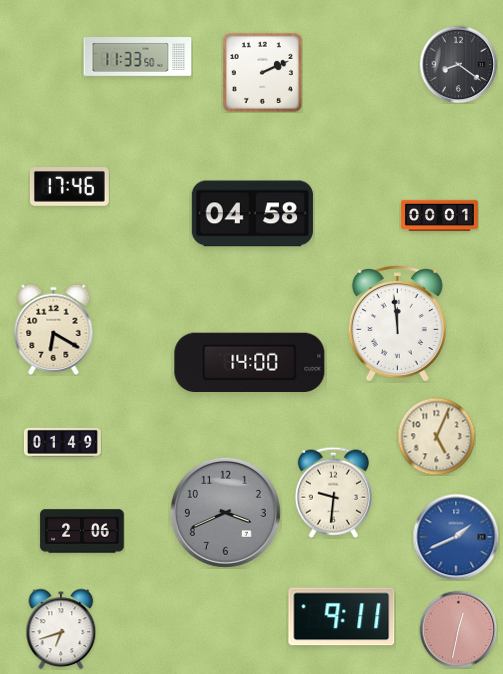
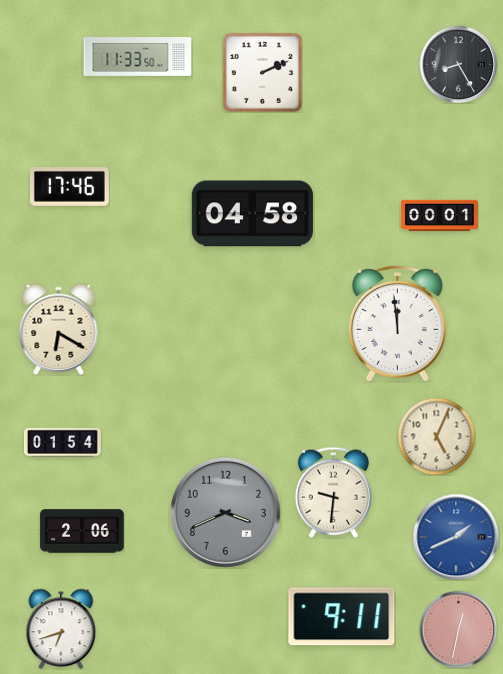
clock at (458, 64): 8:21 -> 8:25
clock at (54, 329) position: (54, 329) -> (59, 329)
clock at (250, 362): 14:00 -> none
clock at (62, 442): 01:49 -> 01:54
